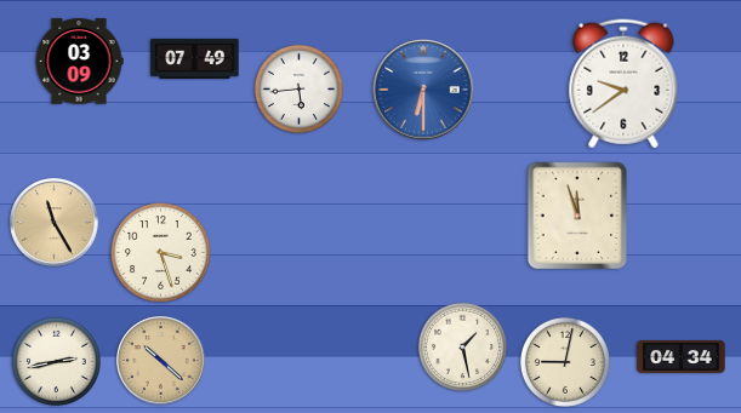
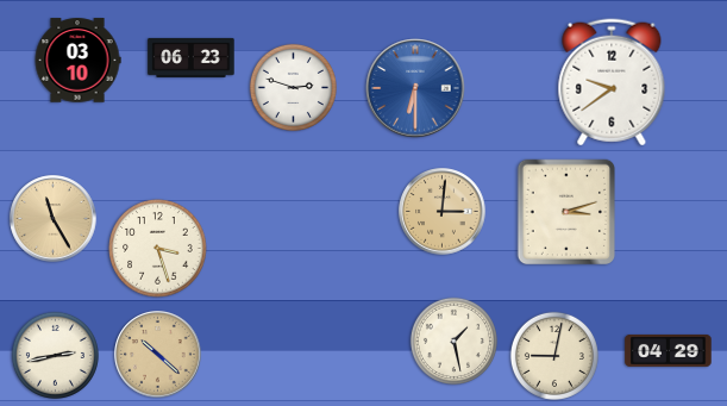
clock at (195, 58): 07:49 -> 06:23
clock at (79, 62): 03:09 -> 03:10
clock at (298, 88): 5:44 -> 2:48
clock at (443, 212): none -> 3:01
clock at (576, 216): 11:57 -> 3:12
clock at (682, 356): 04:34 -> 04:29
